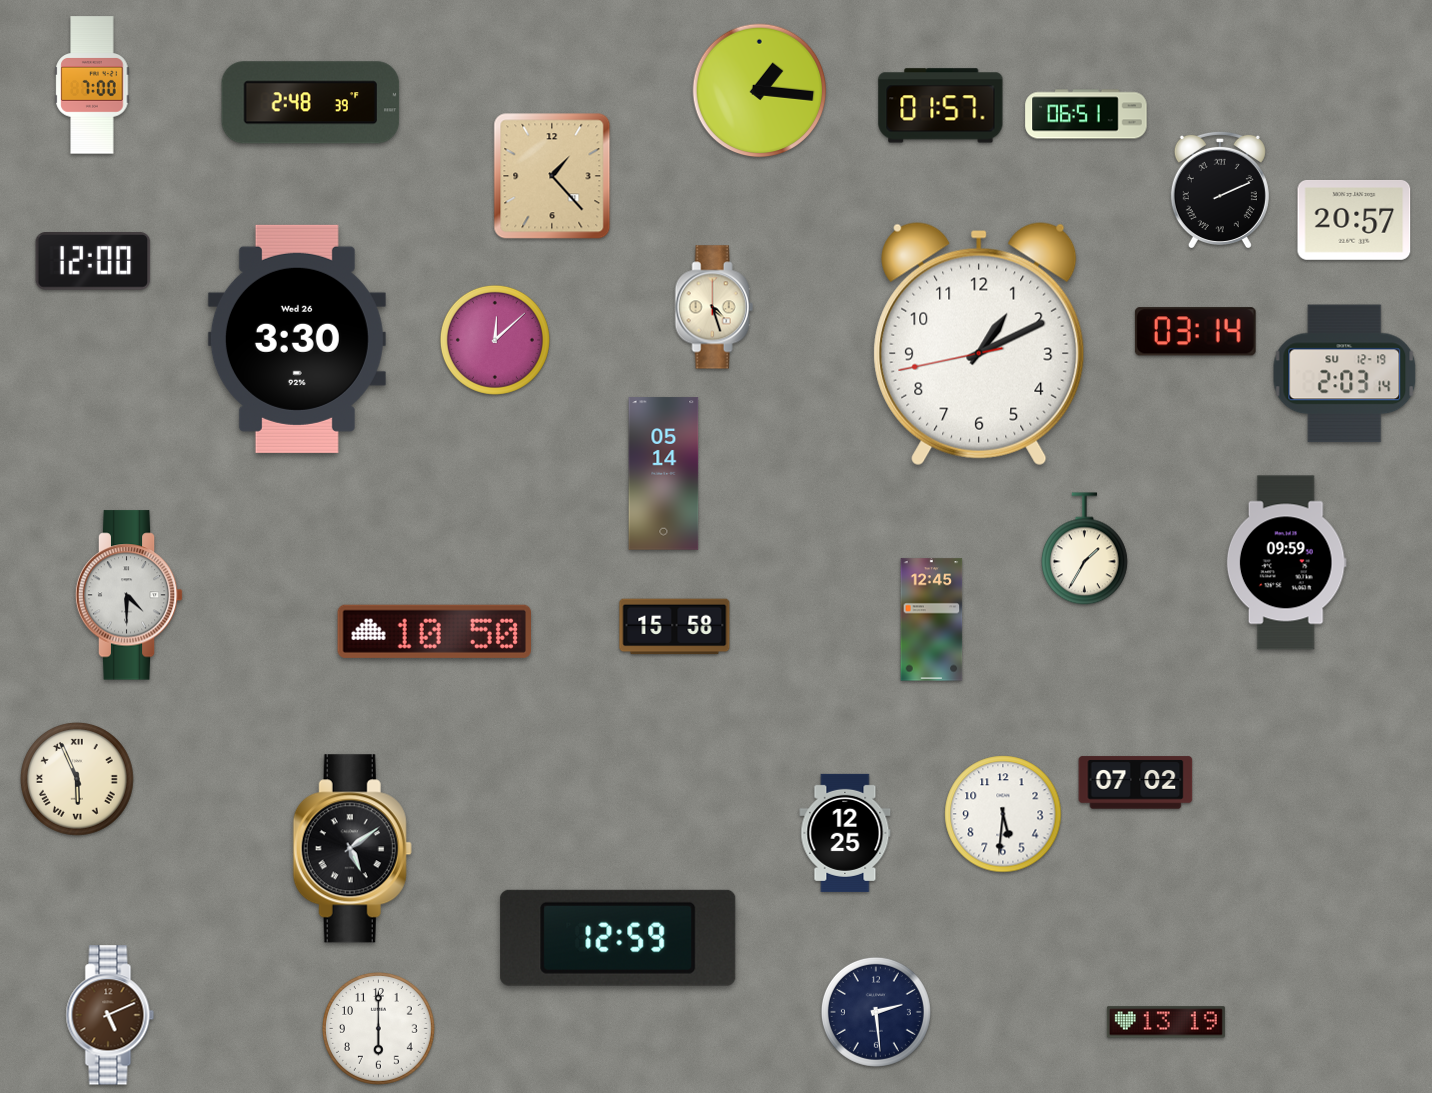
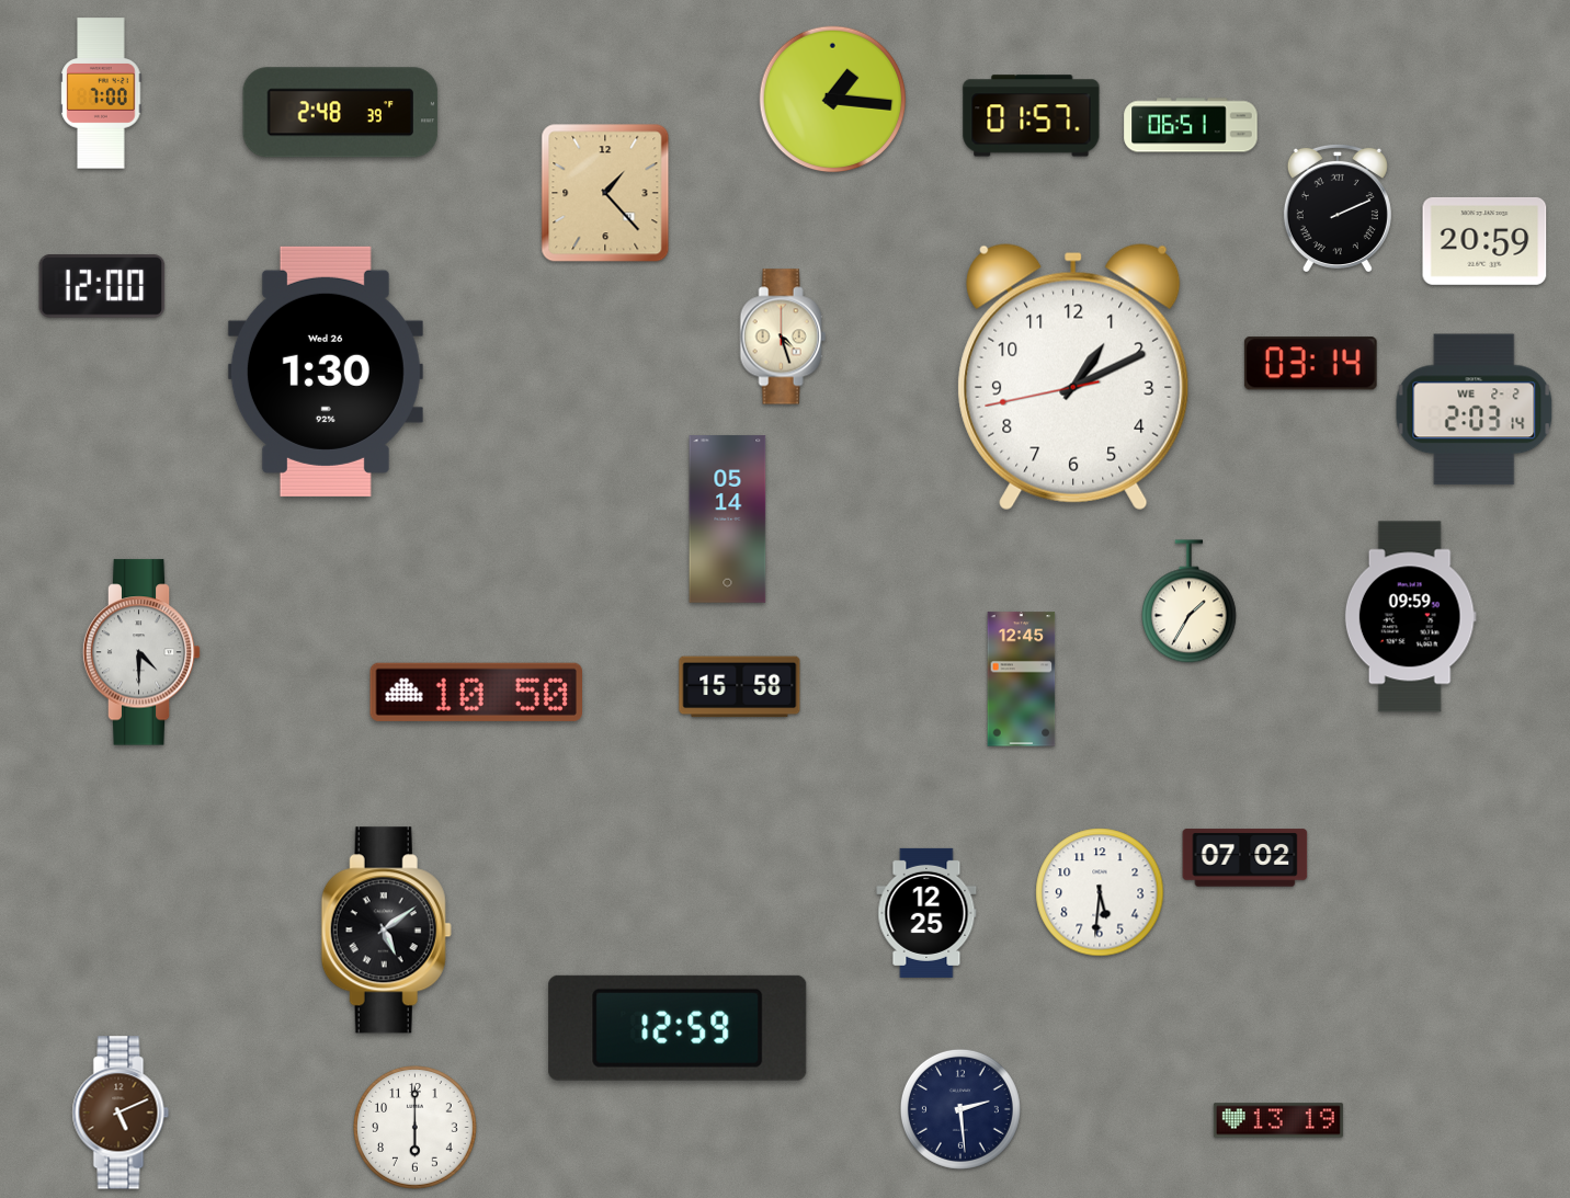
clock at (1354, 220): 20:57 -> 20:59
clock at (297, 339): 3:30 -> 1:30
clock at (495, 340): 12:08 -> none
clock at (1345, 374) date: SU 12-19 -> WE 2-2
clock at (77, 779): 5:56 -> none
